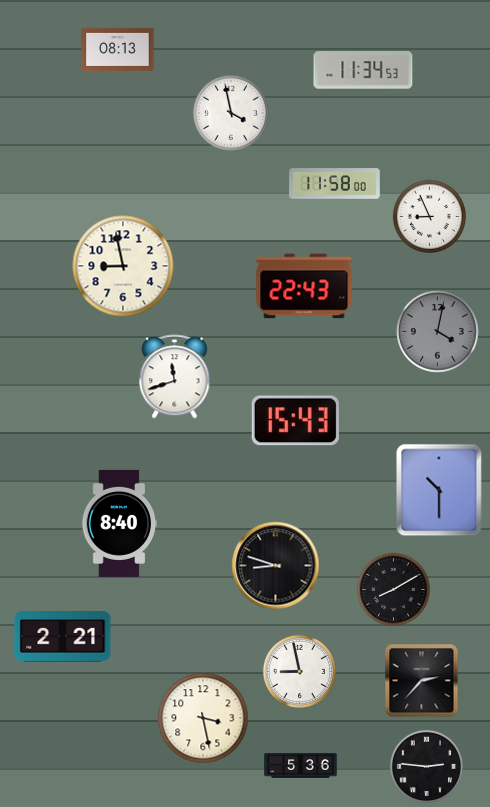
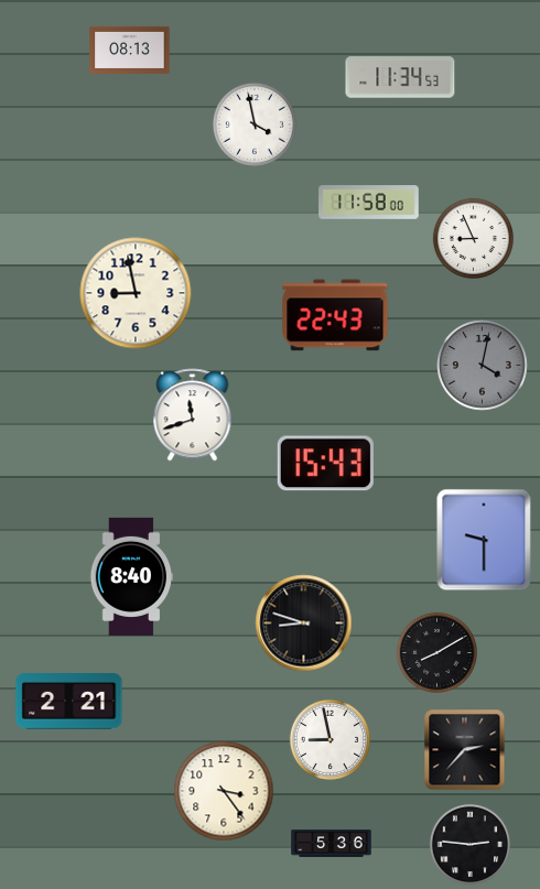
clock at (118, 49) position: (118, 49) -> (130, 50)
clock at (439, 490): 10:30 -> 9:30
clock at (393, 589) position: (393, 589) -> (436, 652)
clock at (203, 718): 3:28 -> 3:24
